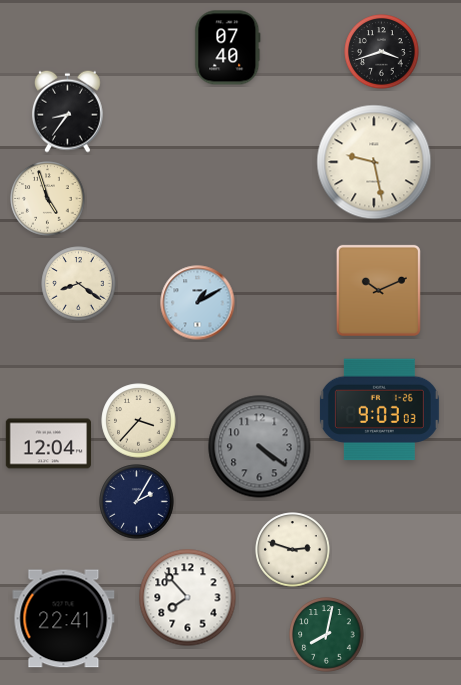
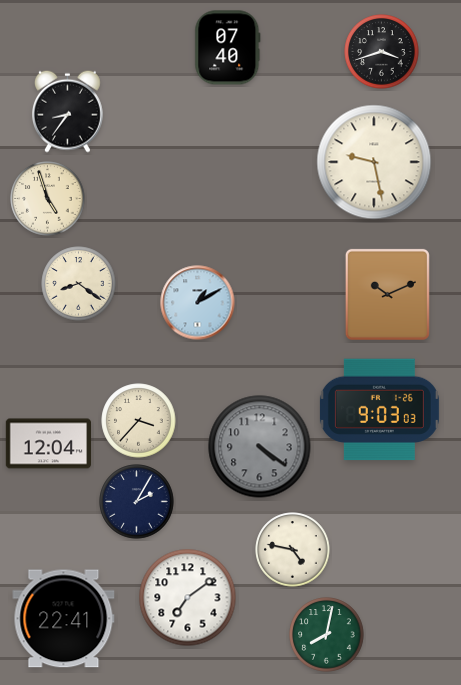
clock at (378, 290) position: (378, 290) -> (387, 294)
clock at (293, 550): 2:48 -> 4:47
clock at (188, 598): 7:53 -> 7:09
